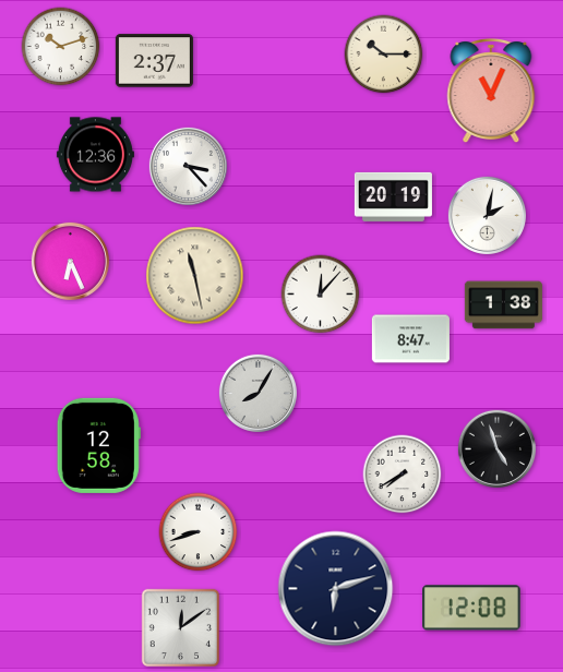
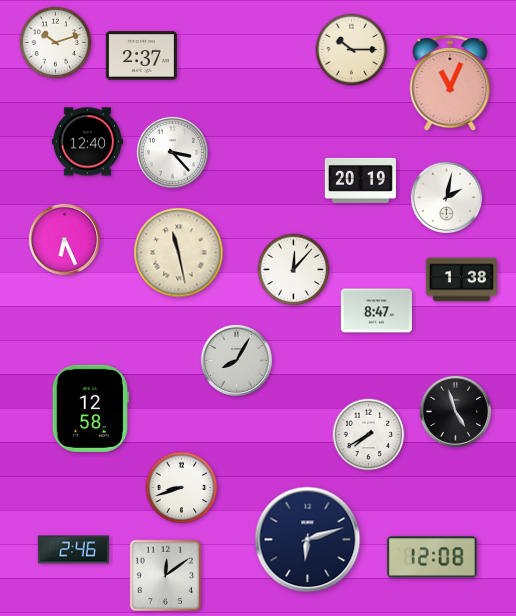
clock at (95, 155): 12:36 -> 12:40
clock at (73, 550): none -> 2:46
